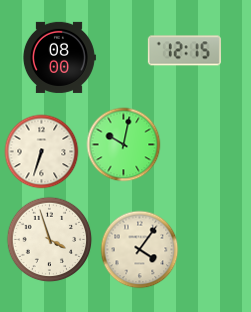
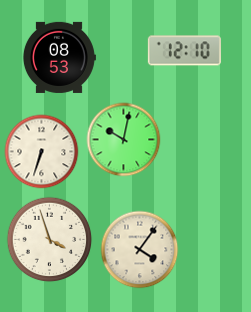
clock at (184, 51): 12:15 -> 12:10
clock at (59, 57): 08:00 -> 08:53
clock at (124, 145) position: (124, 145) -> (124, 140)
